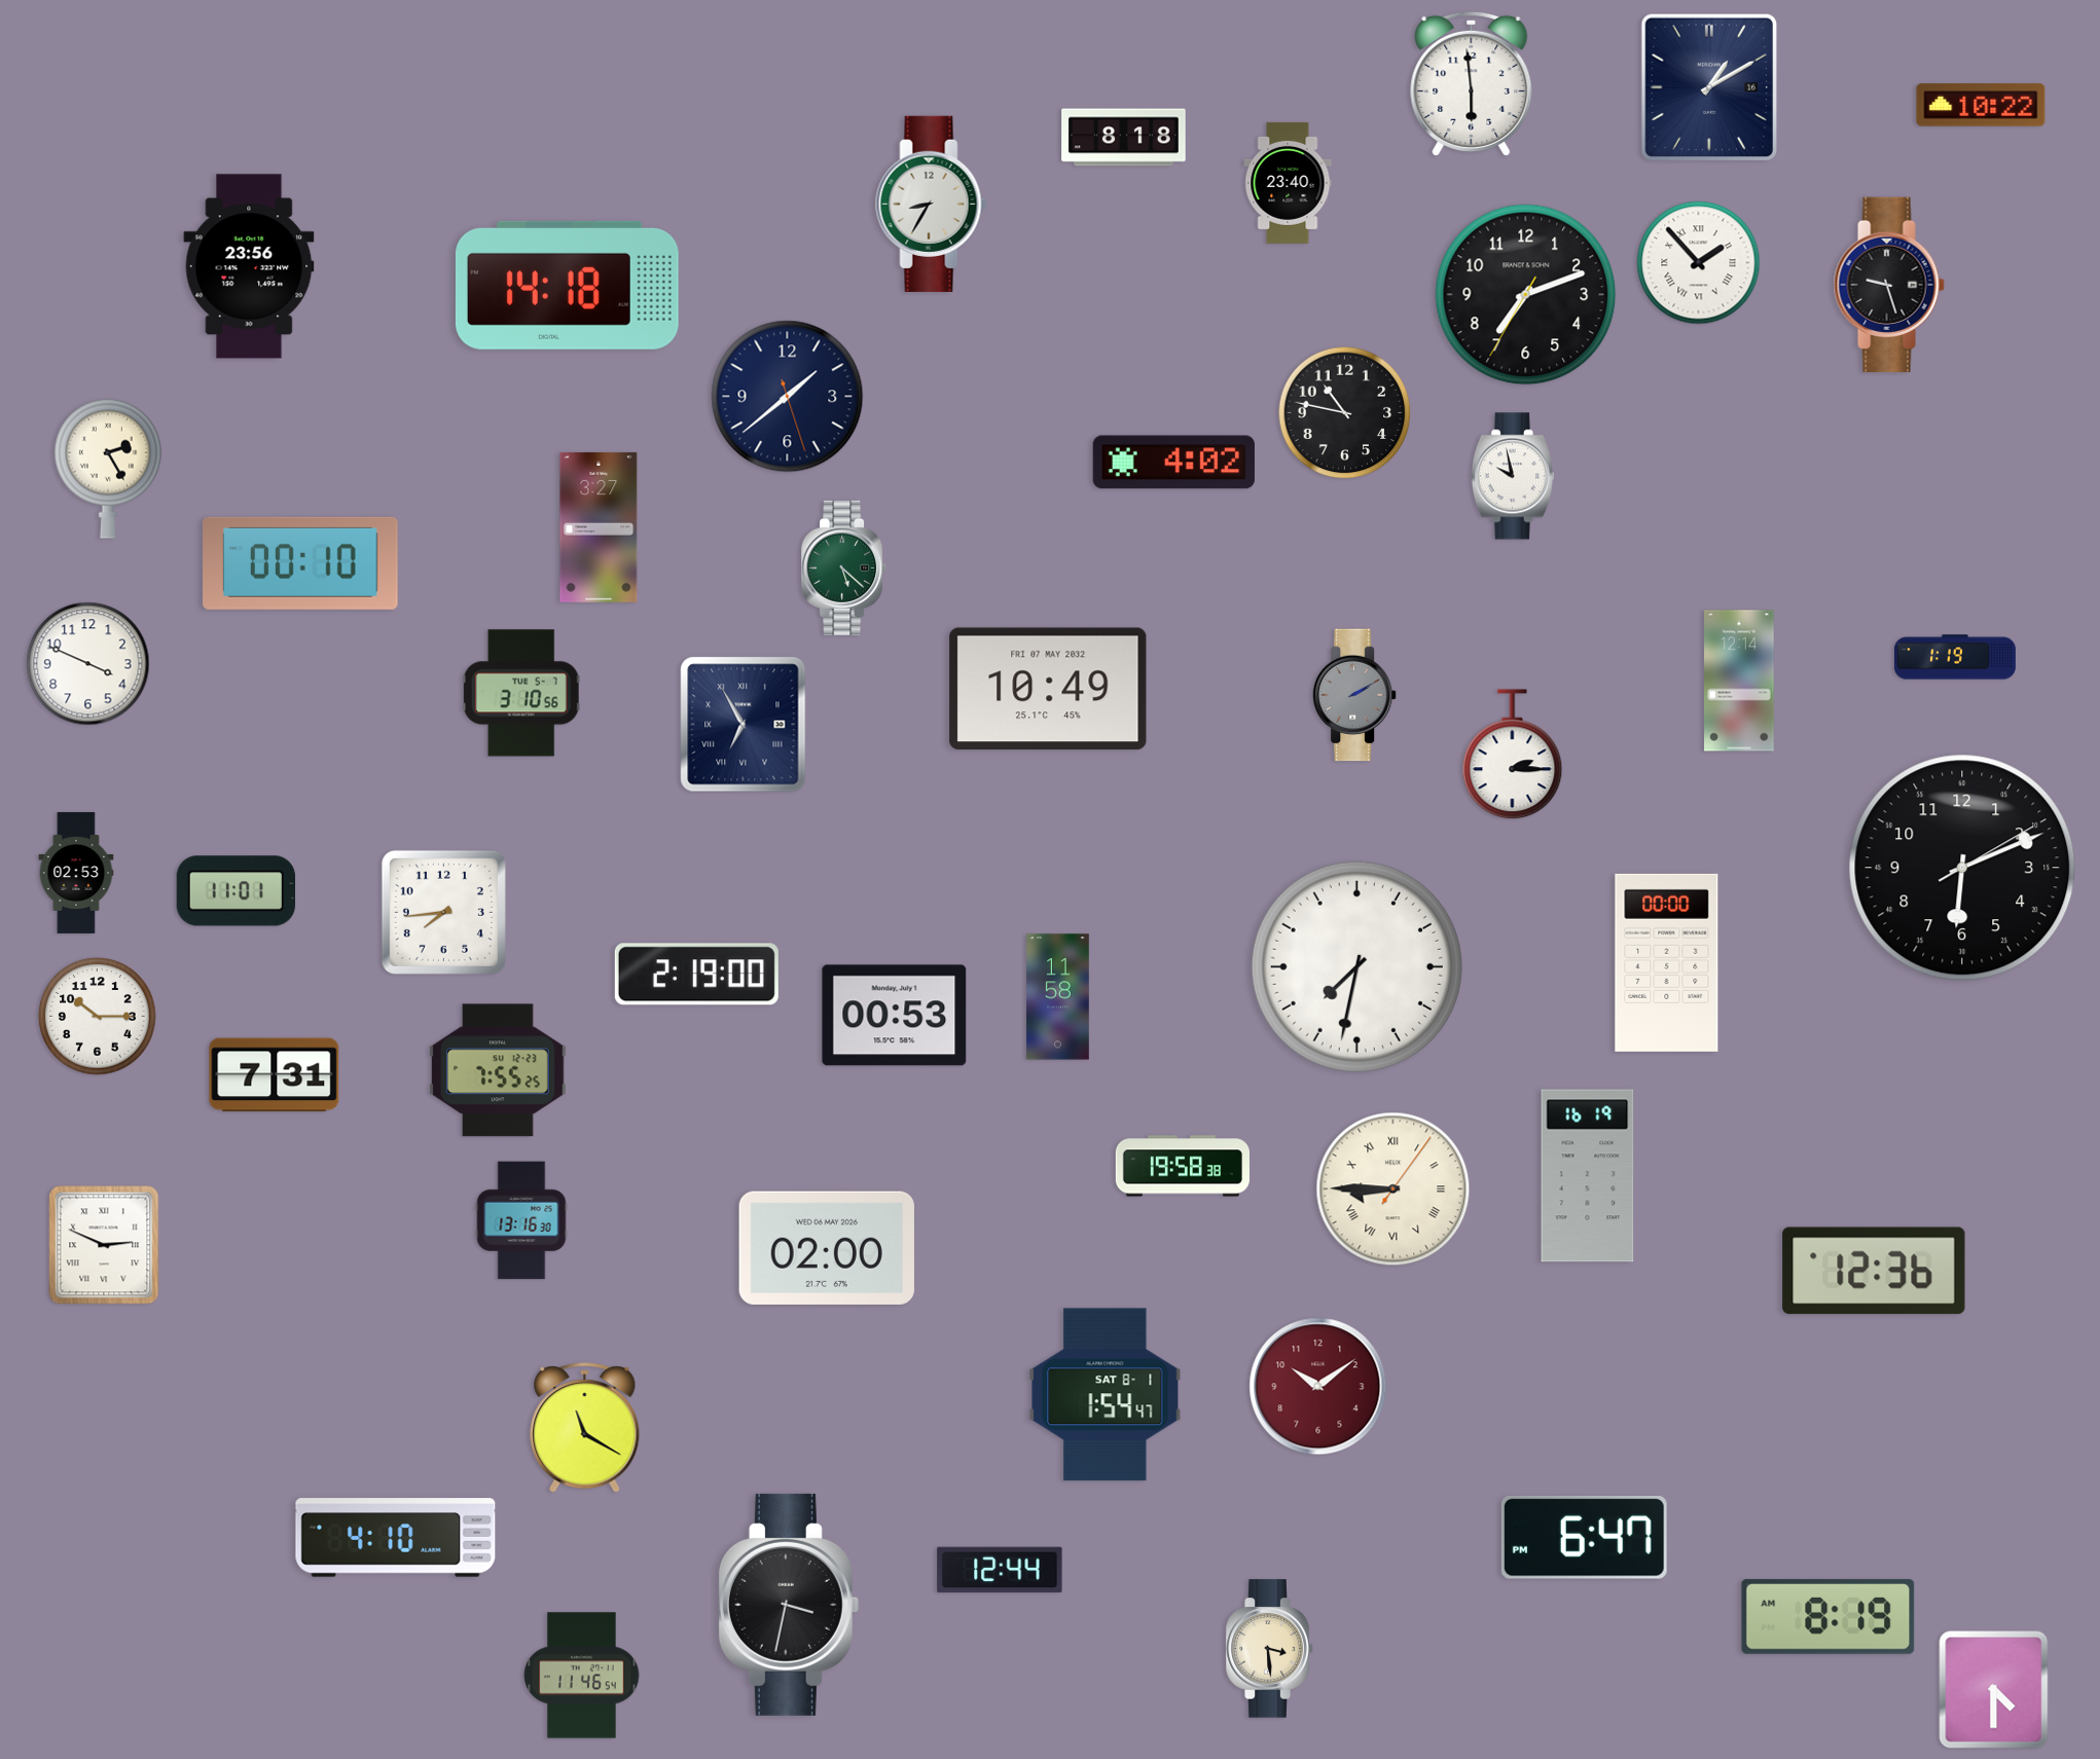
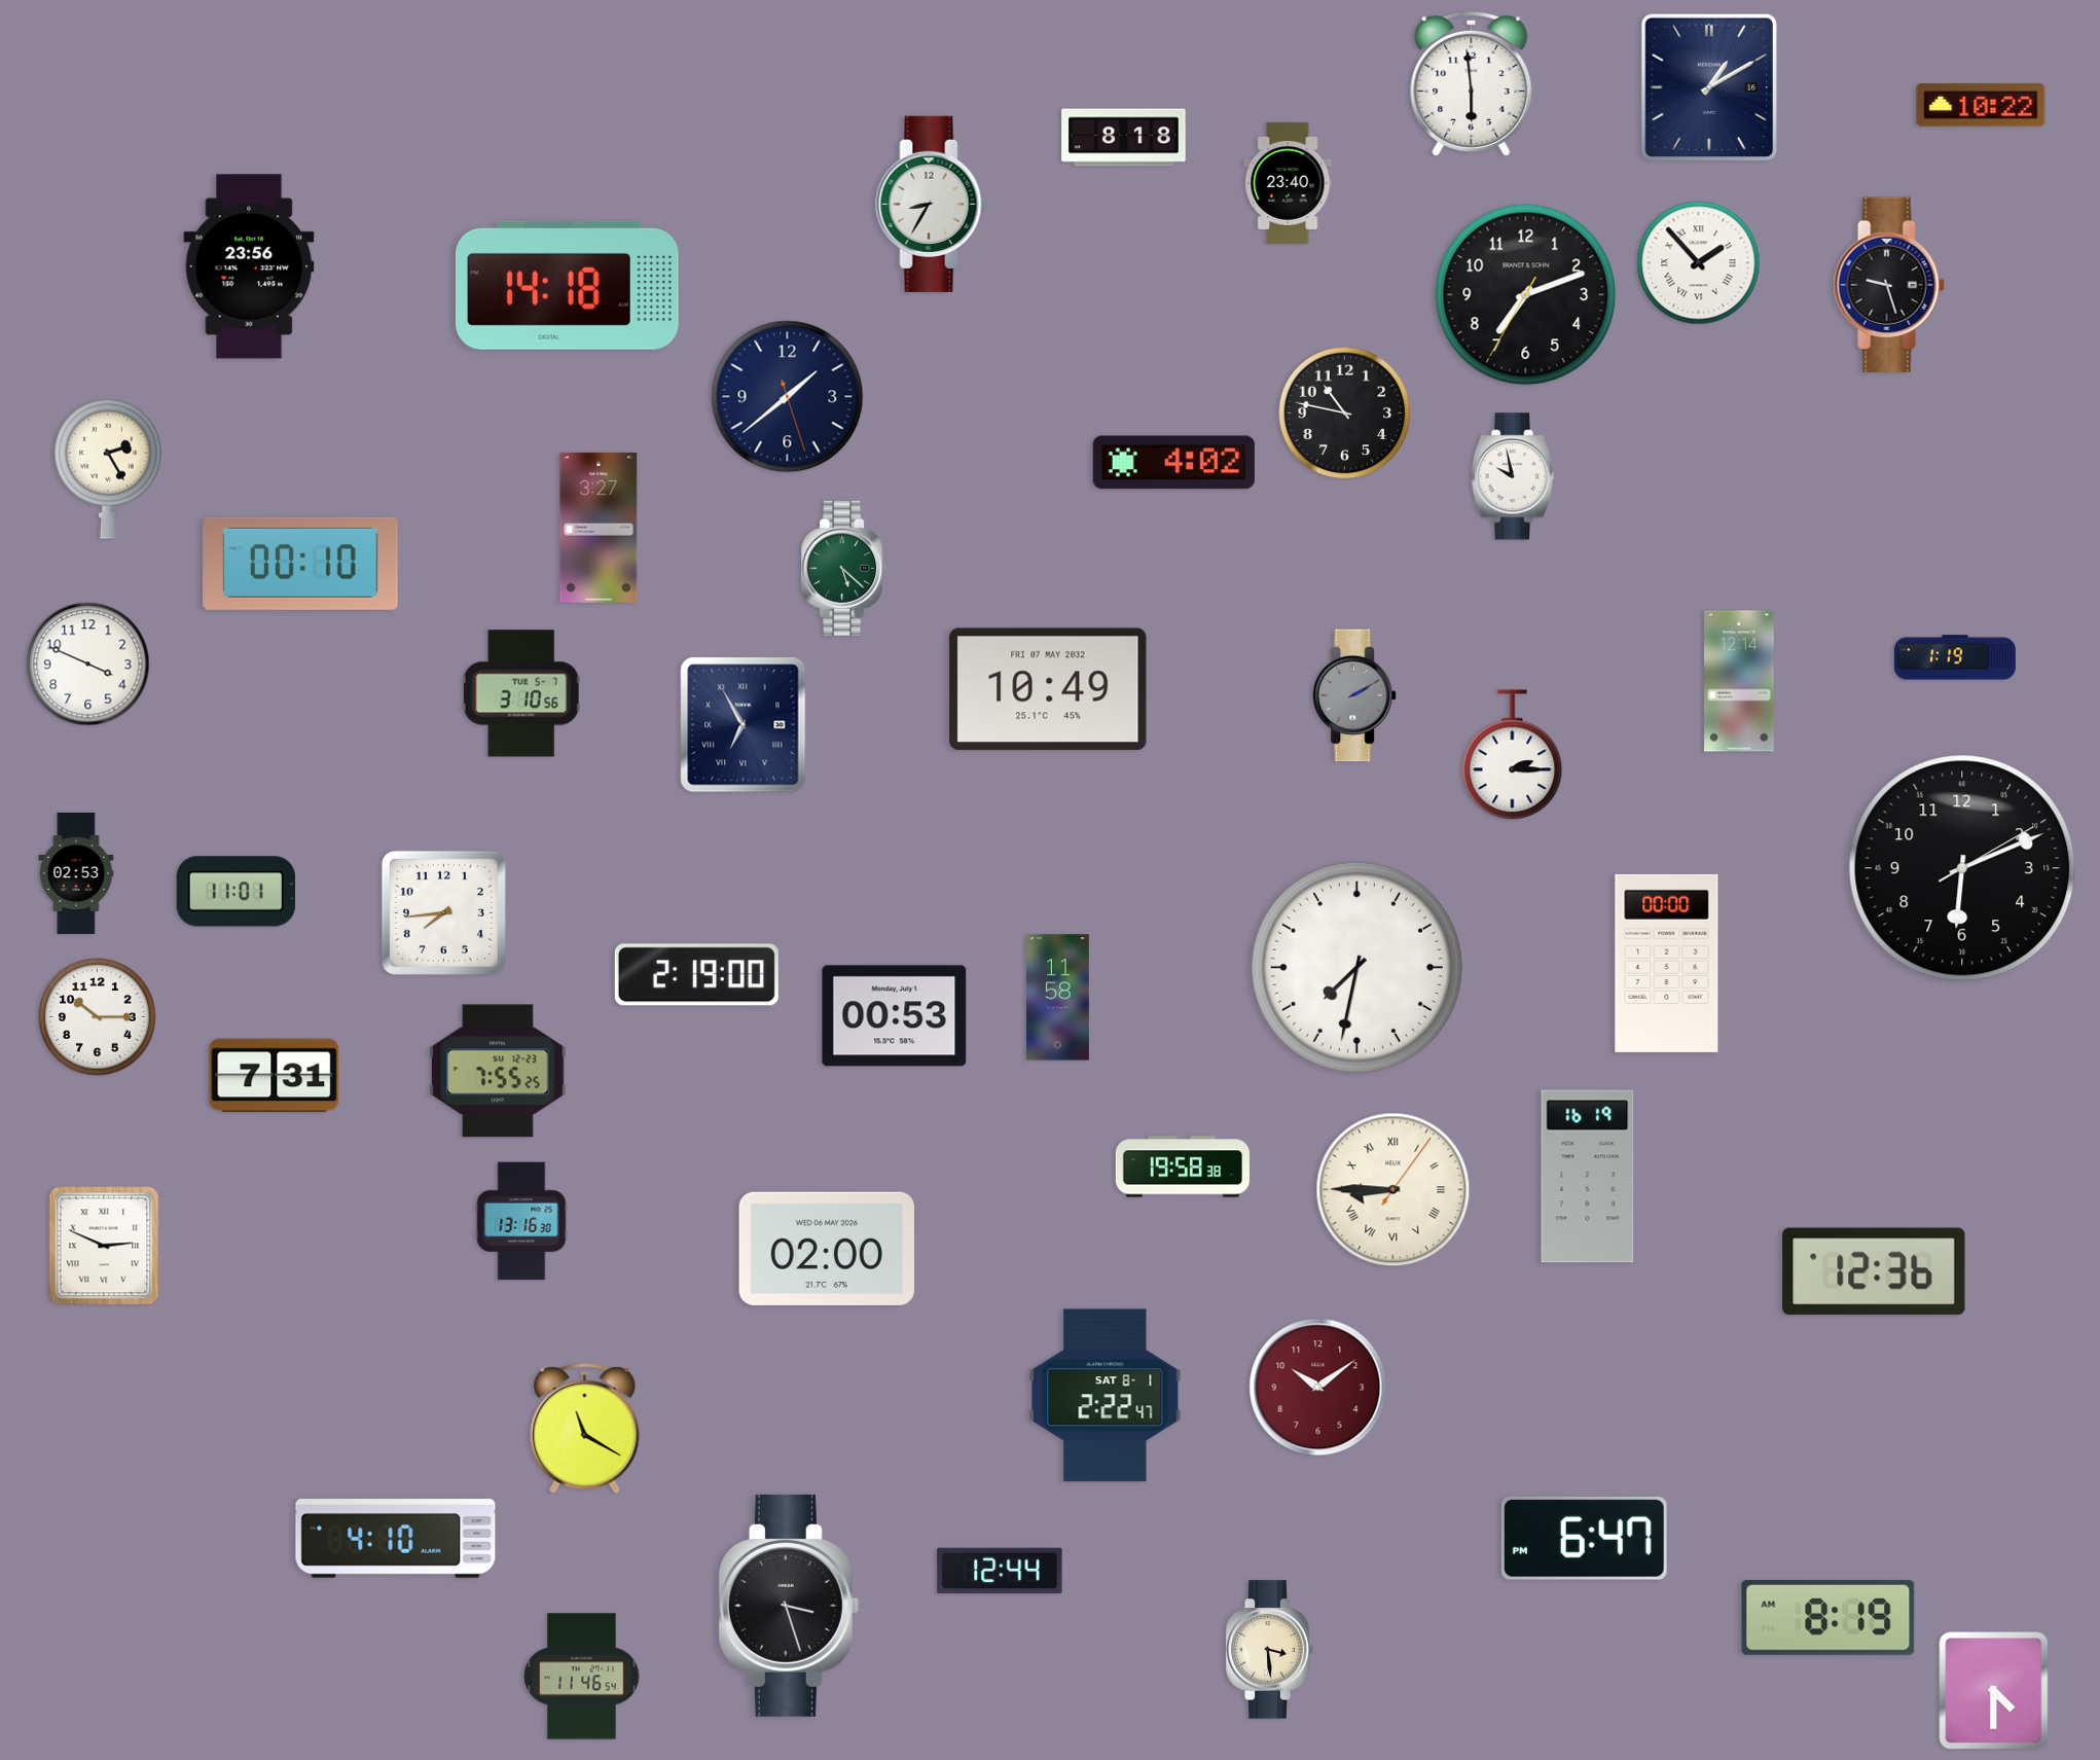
clock at (1106, 1395): 1:54 -> 2:22
clock at (789, 1605): 3:32 -> 3:27
